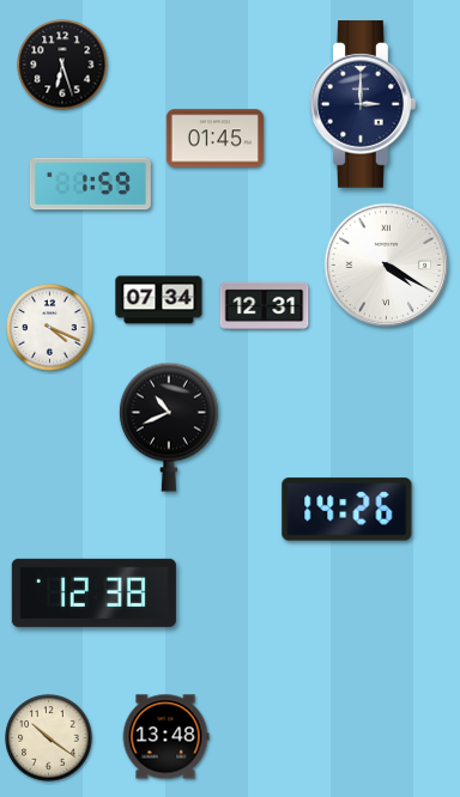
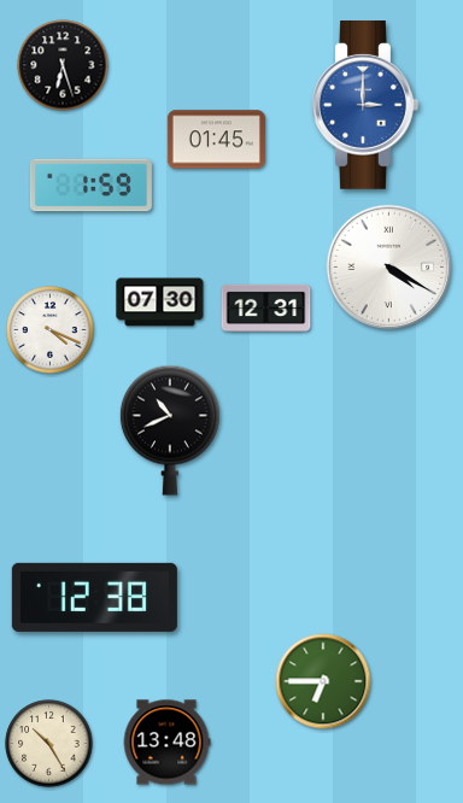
clock at (363, 105) dial: navy -> blue
clock at (159, 300): 07:34 -> 07:30
clock at (347, 510): 14:26 -> none
clock at (323, 681): none -> 6:45
clock at (49, 738): 10:21 -> 10:25
